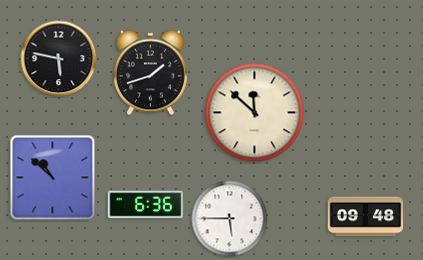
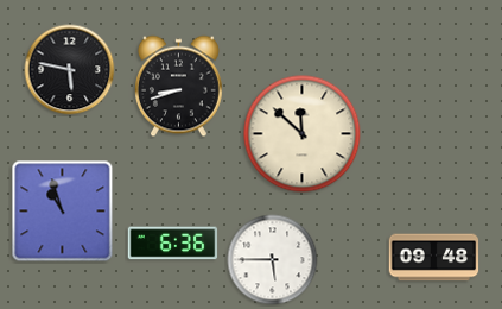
clock at (150, 73): 1:42 -> 8:42
clock at (53, 178): 10:52 -> 10:57
